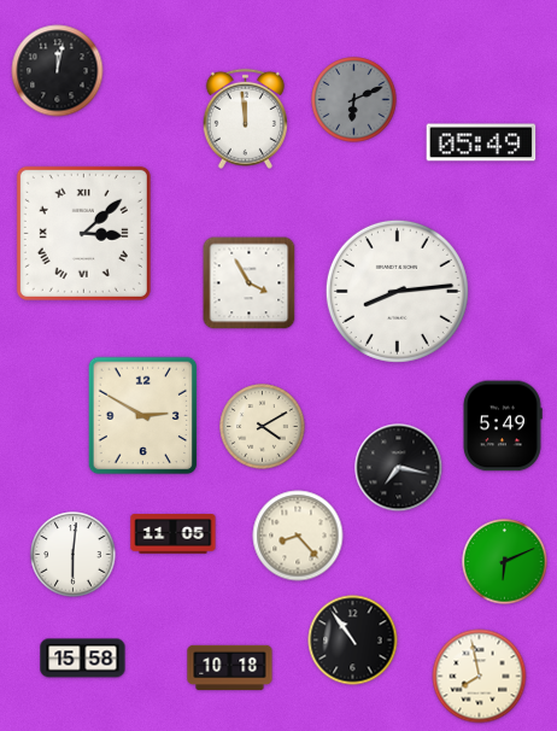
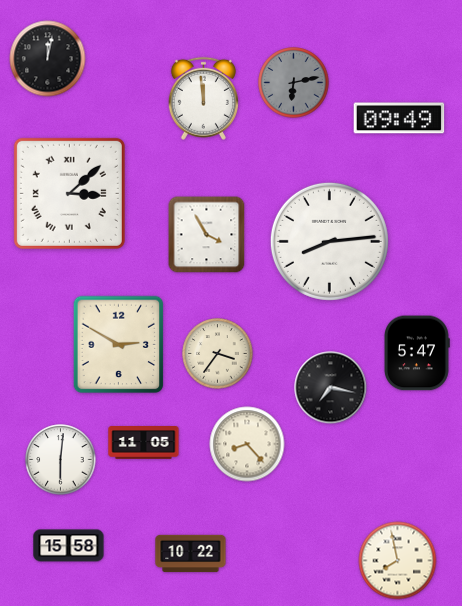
clock at (354, 100): 6:11 -> 6:13
clock at (481, 142): 05:49 -> 09:49
clock at (503, 426): 5:49 -> 5:47
clock at (263, 427): 4:10 -> 3:36
clock at (505, 562): 6:11 -> none
clock at (353, 641): 10:54 -> none
clock at (230, 668): 10:18 -> 10:22
